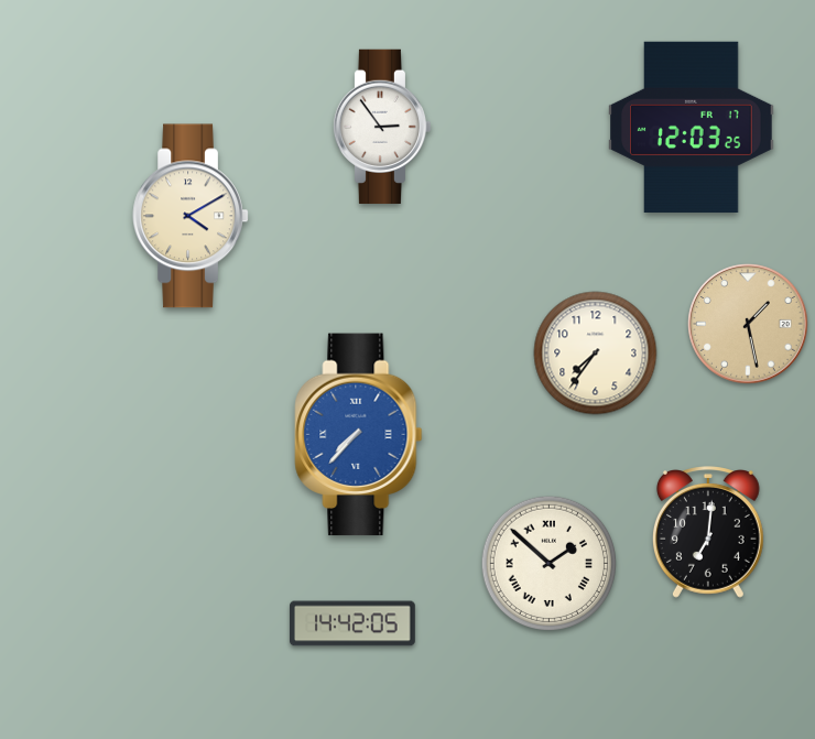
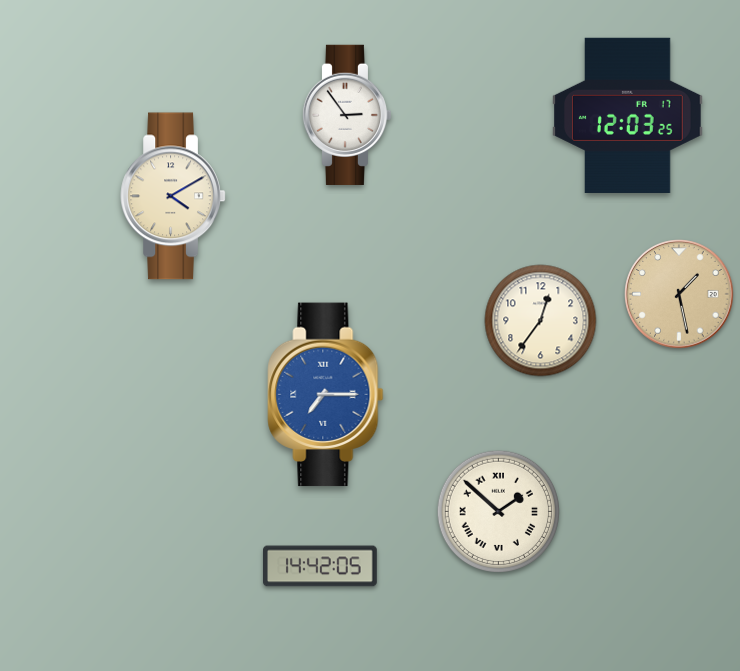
clock at (596, 354): 7:36 -> 12:36
clock at (359, 435): 7:37 -> 7:15
clock at (708, 532): 7:01 -> none
